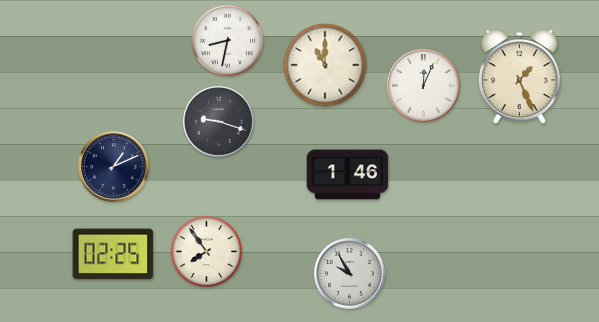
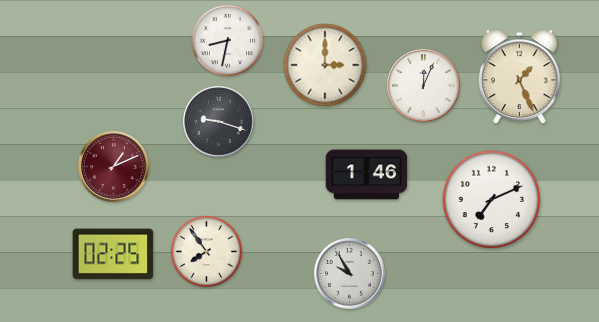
clock at (325, 65): 11:00 -> 3:00
clock at (114, 167) dial: navy -> burgundy
clock at (348, 175) position: (348, 175) -> (367, 175)
clock at (492, 200): none -> 7:11
